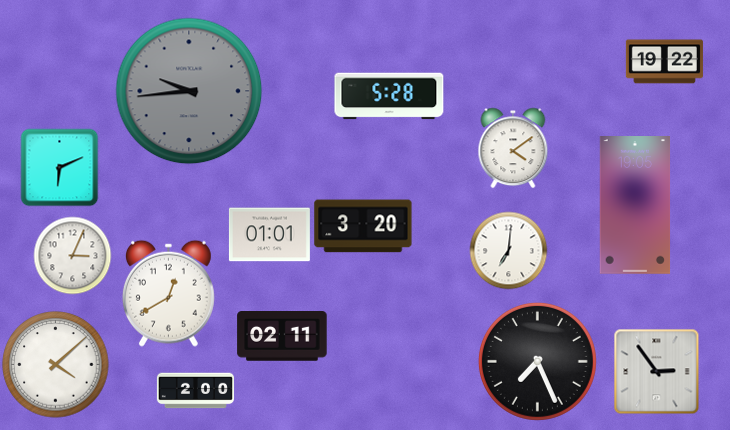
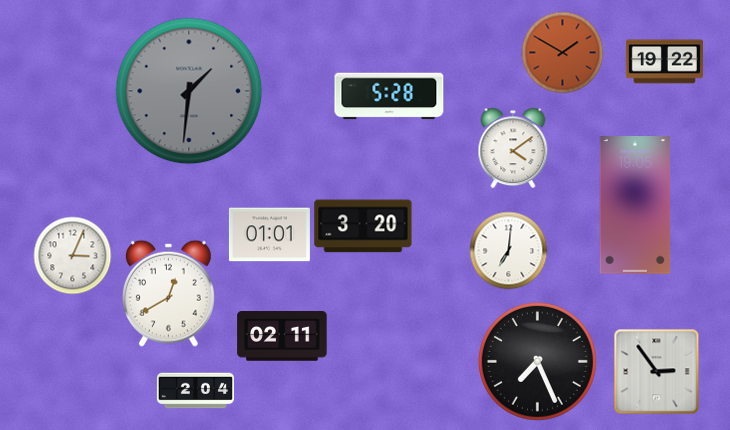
clock at (562, 52): none -> 1:50
clock at (189, 91): 9:44 -> 1:31
clock at (59, 167): 6:11 -> none
clock at (56, 365): 4:08 -> none
clock at (195, 391): 2:00 -> 2:04
